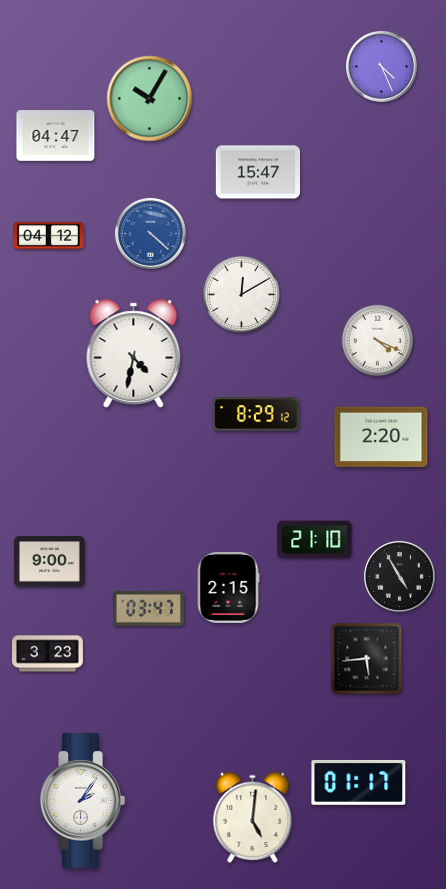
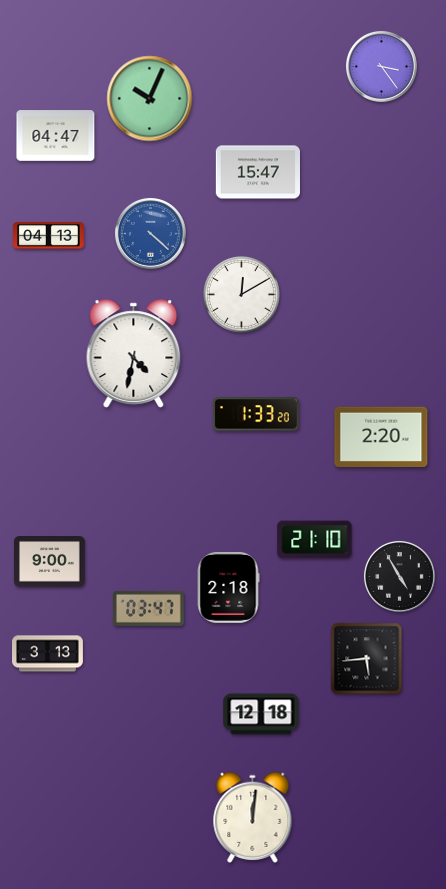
clock at (381, 66): 4:26 -> 3:24
clock at (150, 99): 10:05 -> 10:04
clock at (49, 236): 04:12 -> 04:13
clock at (378, 341): 4:19 -> none
clock at (256, 414): 8:29 -> 1:33
clock at (228, 587): 2:15 -> 2:18
clock at (48, 654): 3:23 -> 3:13
clock at (261, 714): none -> 12:18
clock at (359, 782): 01:17 -> none
clock at (82, 801): 2:06 -> none
clock at (253, 817): 5:01 -> 12:01
